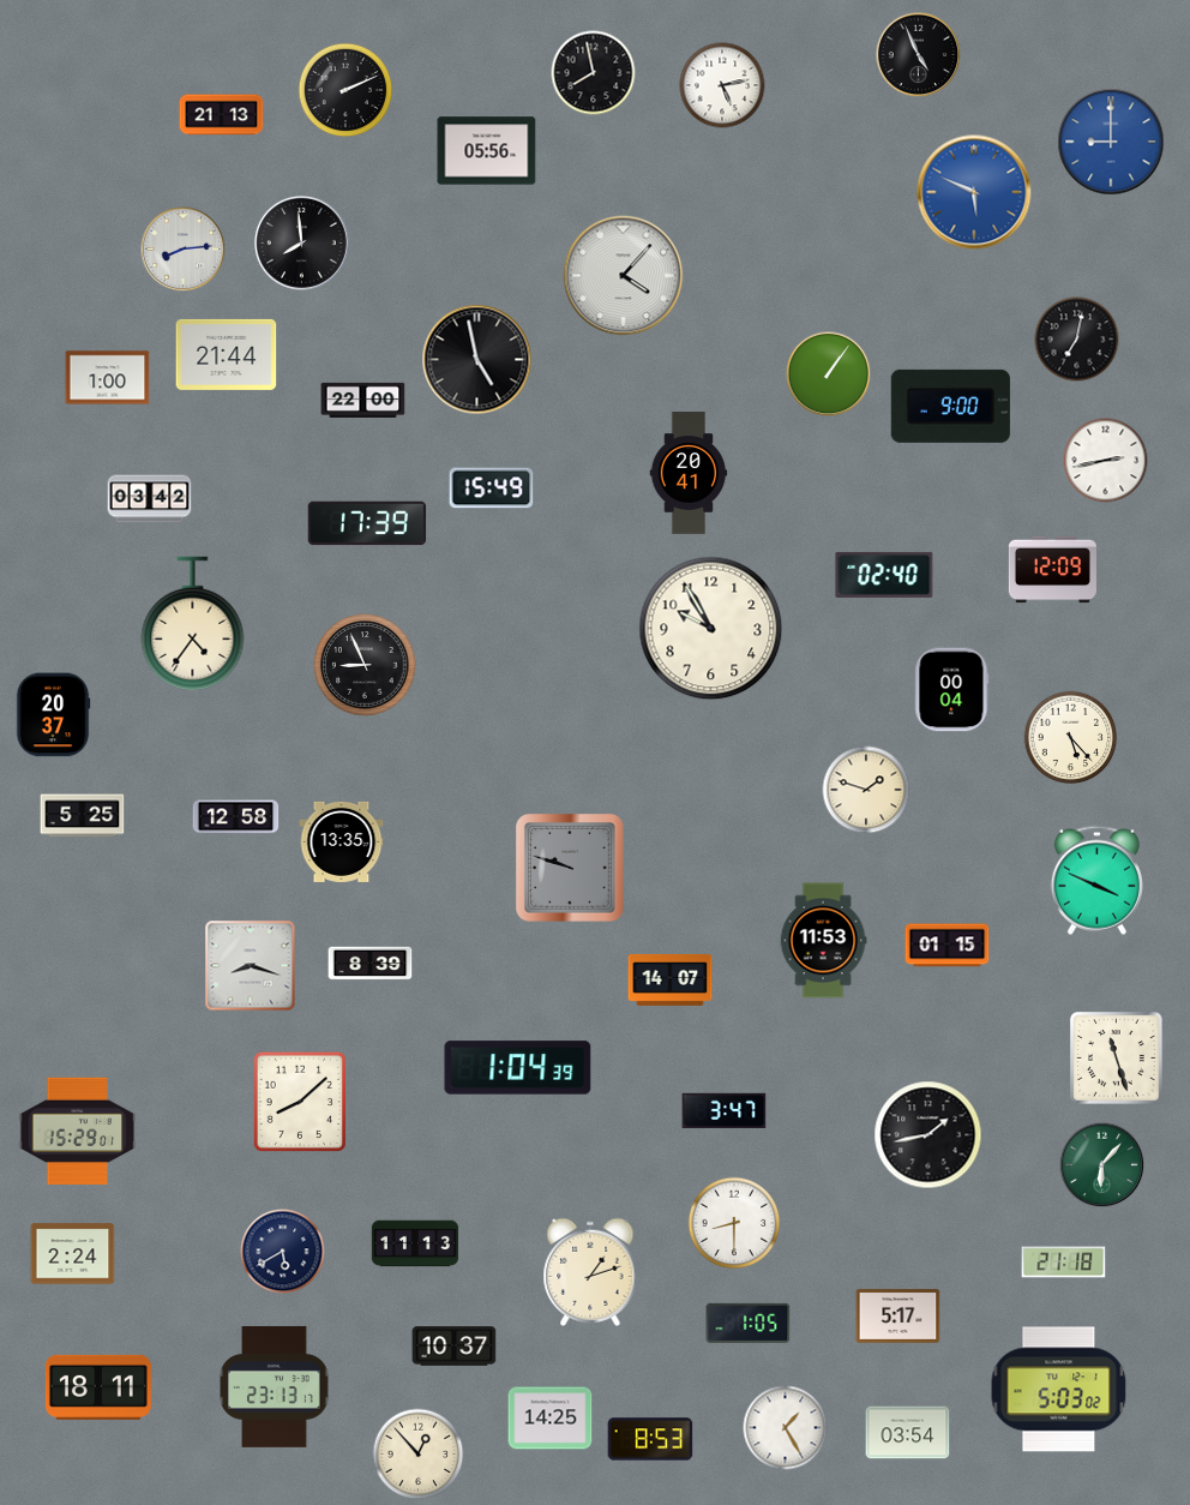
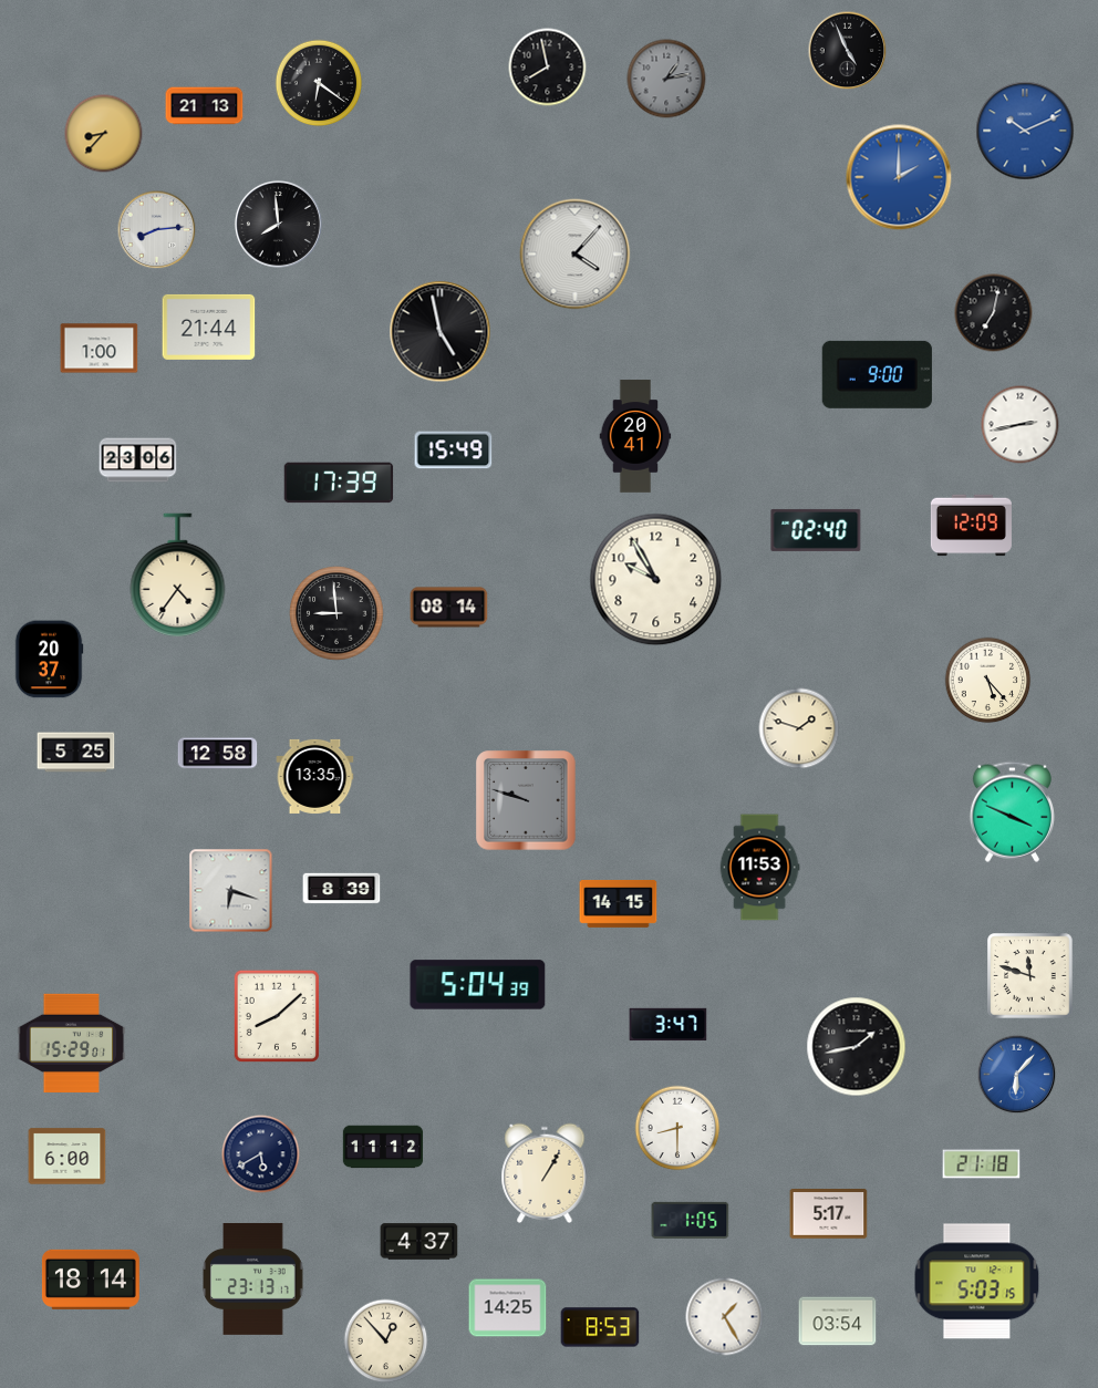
clock at (722, 85): 5:13 -> 1:13
clock at (722, 85) dial: white -> grey
clock at (345, 90): 2:11 -> 6:21
clock at (1111, 142): 9:00 -> 10:11
clock at (104, 134): none -> 8:37
clock at (487, 151): 05:56 -> none
clock at (974, 192): 5:49 -> 2:00
clock at (184, 250) position: (184, 250) -> (157, 230)
clock at (829, 374): 1:06 -> none
clock at (363, 400): 22:00 -> none
clock at (150, 499): 03:42 -> 23:06
clock at (449, 608): none -> 08:14
clock at (365, 665): 8:56 -> 8:59
clock at (952, 690): 00:04 -> none
clock at (948, 946): 01:15 -> none
clock at (251, 966): 8:18 -> 6:18
clock at (671, 979): 14:07 -> 14:15
clock at (1117, 1059): 11:27 -> 11:48
clock at (518, 1068): 1:04 -> 5:04
clock at (1102, 1165) dial: green -> blue
clock at (415, 1243): 11:13 -> 11:12
clock at (73, 1254): 2:24 -> 6:00
clock at (590, 1272): 1:12 -> 1:05
clock at (455, 1347): 10:37 -> 4:37
clock at (98, 1387): 18:11 -> 18:14
clock at (1059, 1390): 5:03:02 -> 5:03:15
